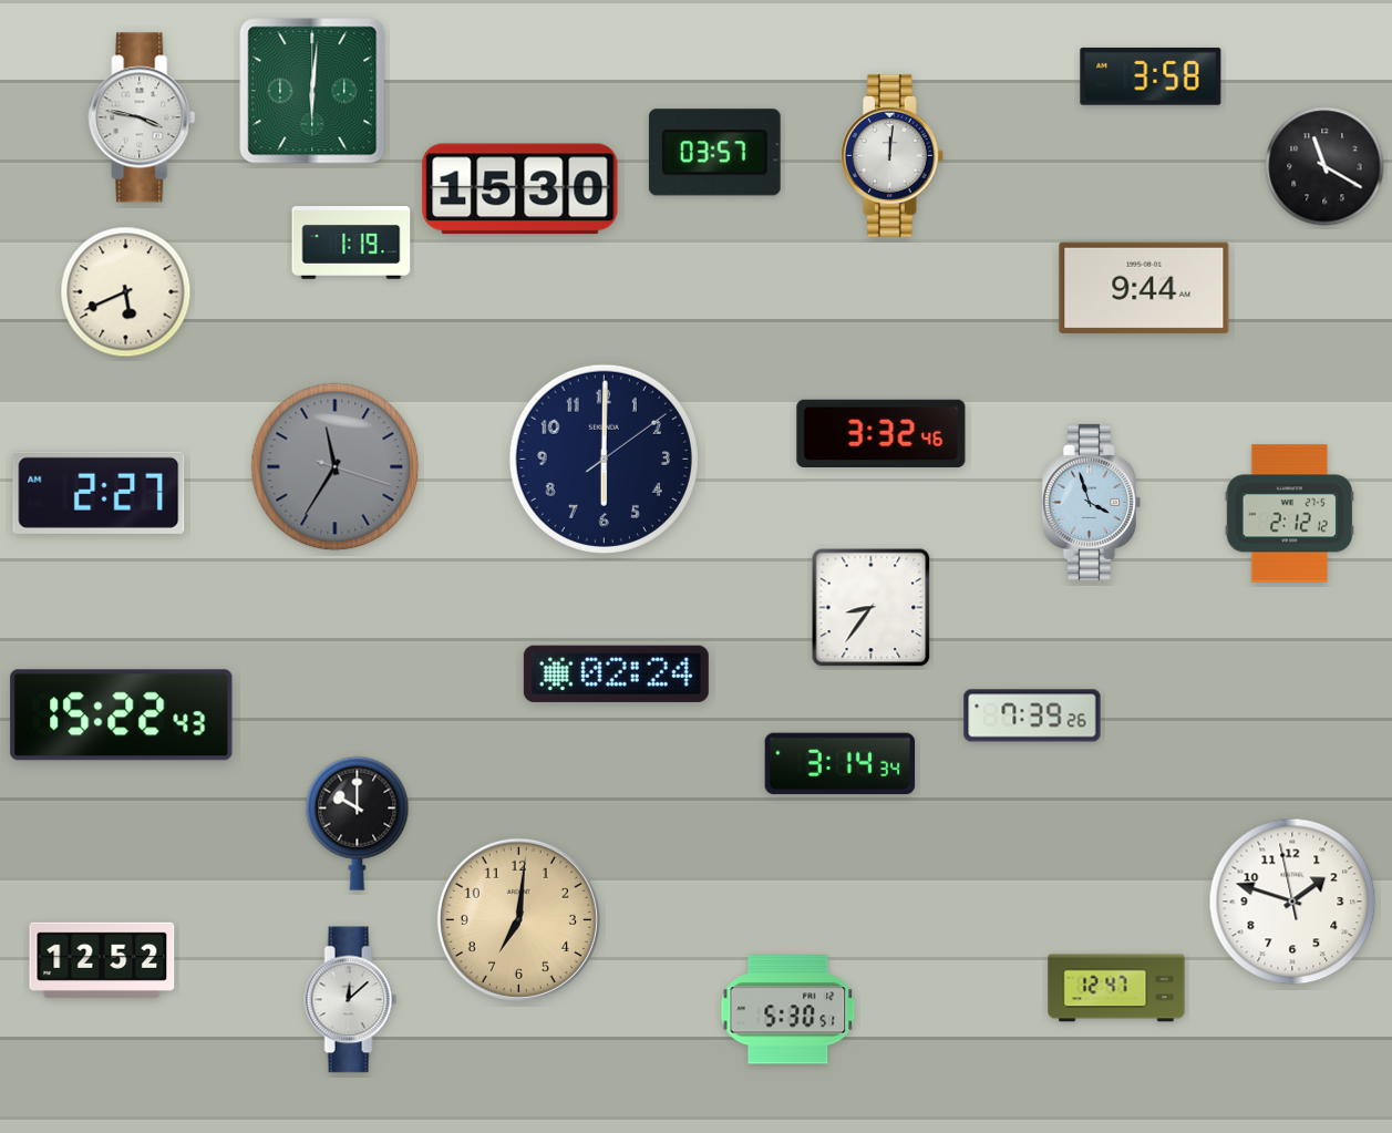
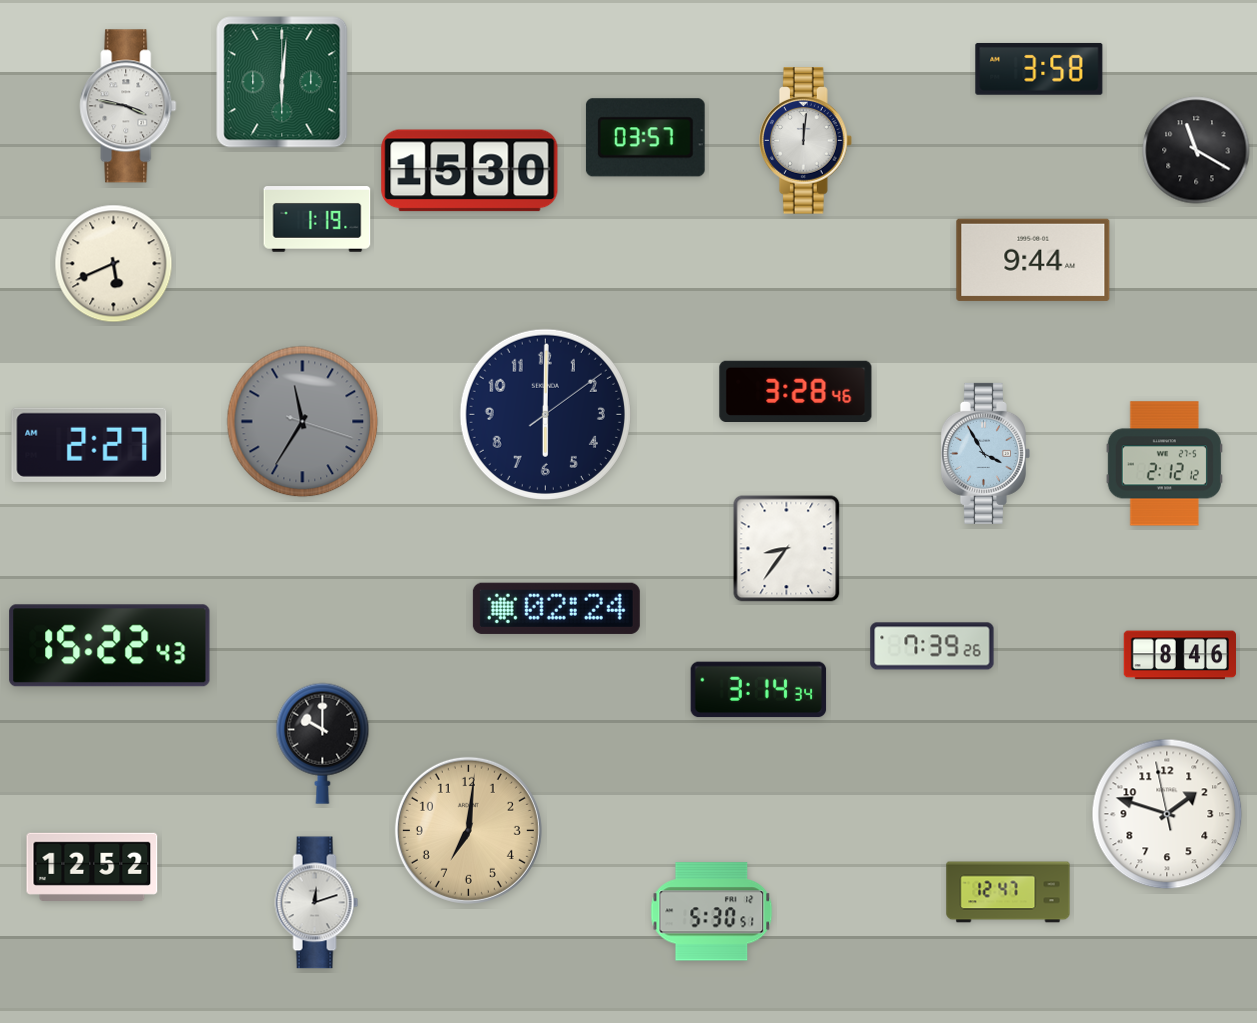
clock at (881, 433): 3:32 -> 3:28
clock at (1091, 502): 3:57 -> 3:55
clock at (1179, 655): none -> 8:46
clock at (351, 1000): 12:08 -> 12:12
